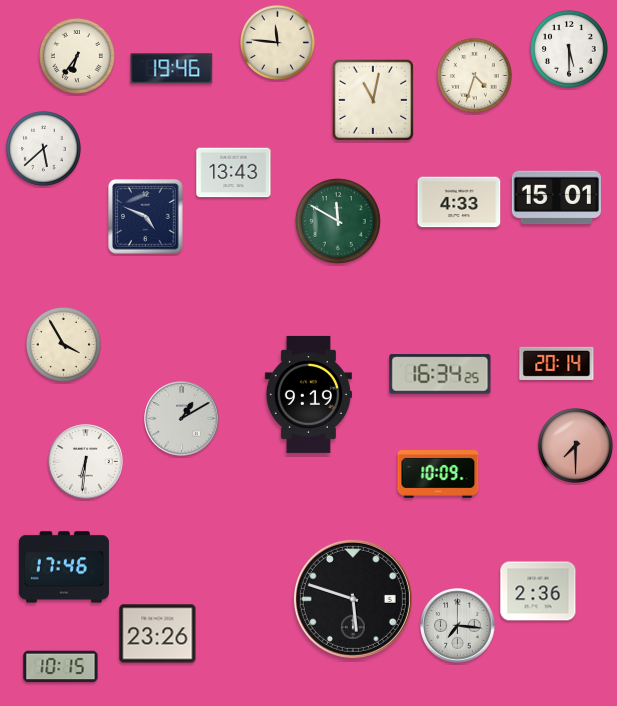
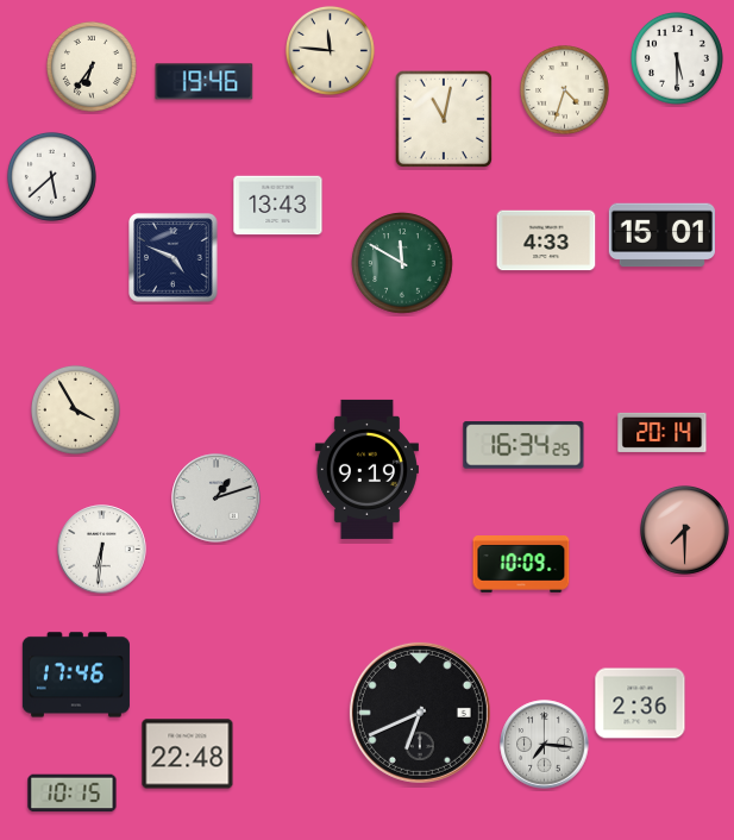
clock at (182, 419): 1:10 -> 1:12
clock at (353, 599): 5:48 -> 6:41
clock at (158, 634): 23:26 -> 22:48
